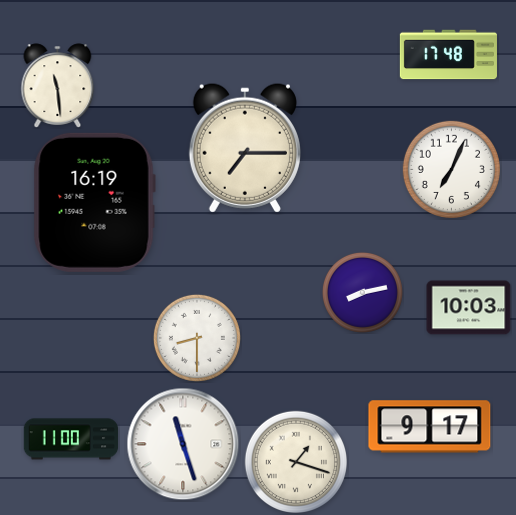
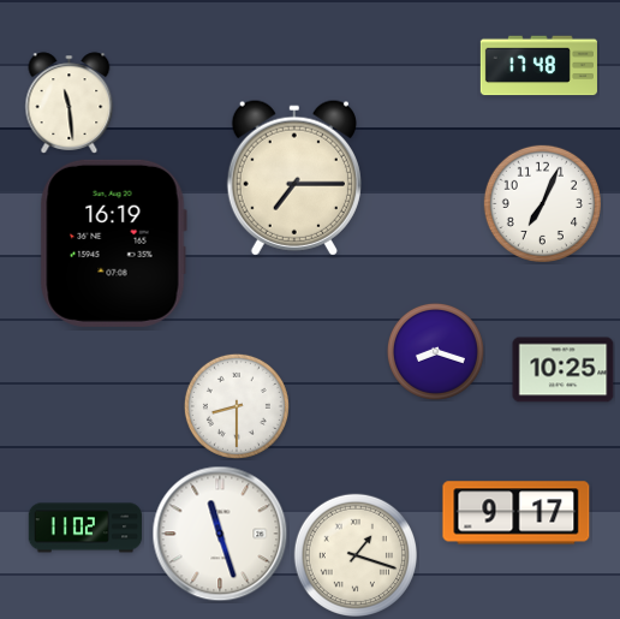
clock at (362, 292): 8:13 -> 8:18
clock at (469, 308): 10:03 -> 10:25
clock at (71, 439): 11:00 -> 11:02
